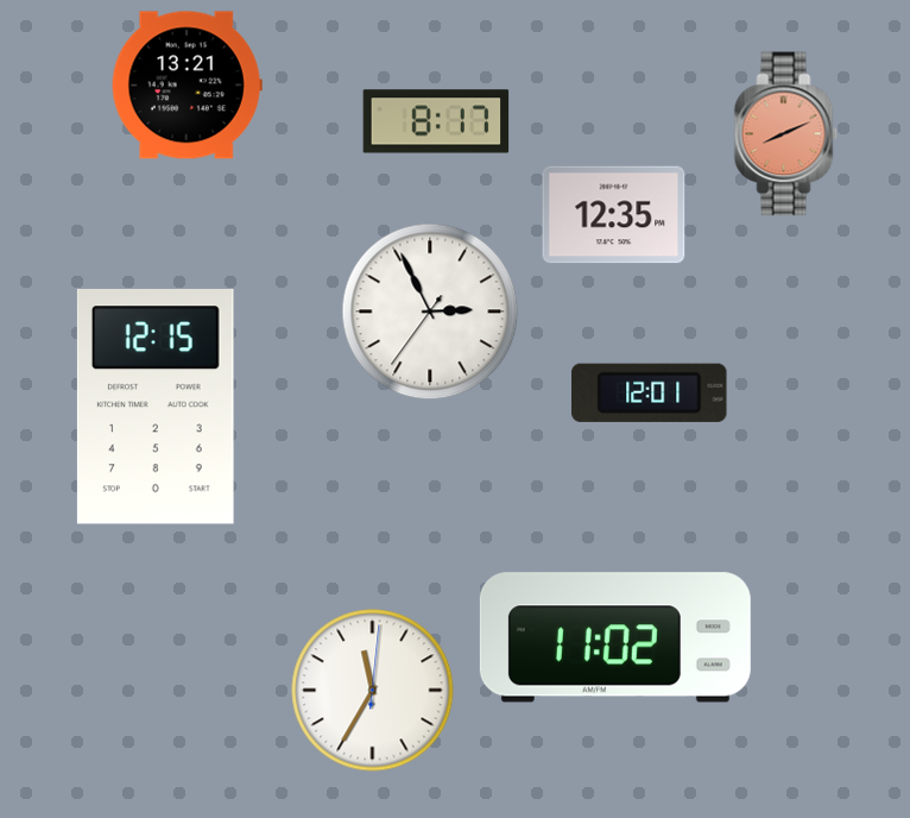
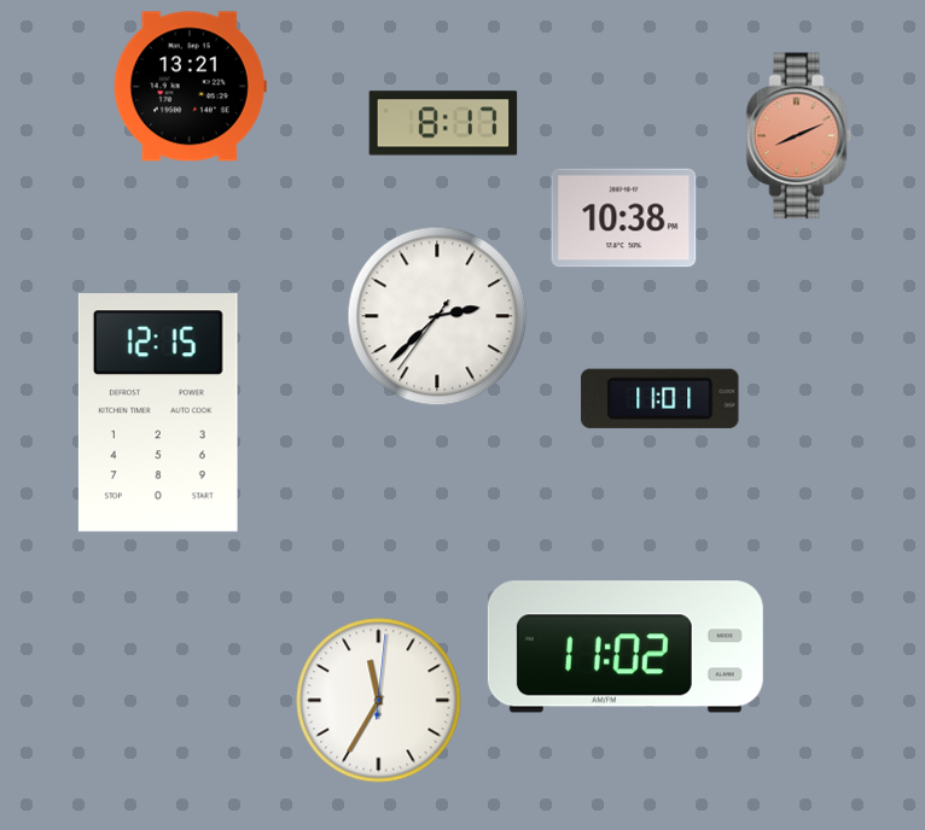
clock at (614, 215): 12:35 -> 10:38
clock at (430, 312): 2:55 -> 2:37
clock at (650, 392): 12:01 -> 11:01
